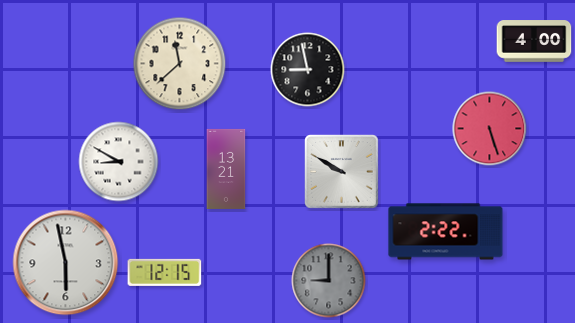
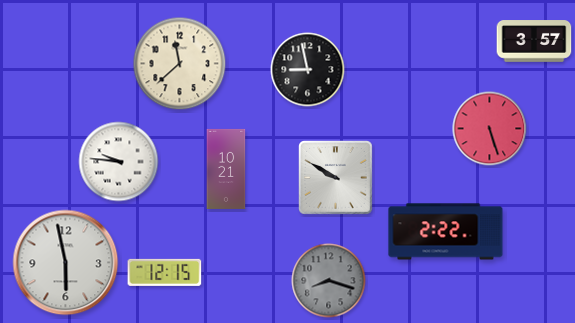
clock at (534, 41): 4:00 -> 3:57
clock at (119, 162): 8:50 -> 9:46
clock at (226, 169): 13:21 -> 10:21
clock at (342, 172) position: (342, 172) -> (336, 178)
clock at (329, 281): 9:00 -> 8:18
